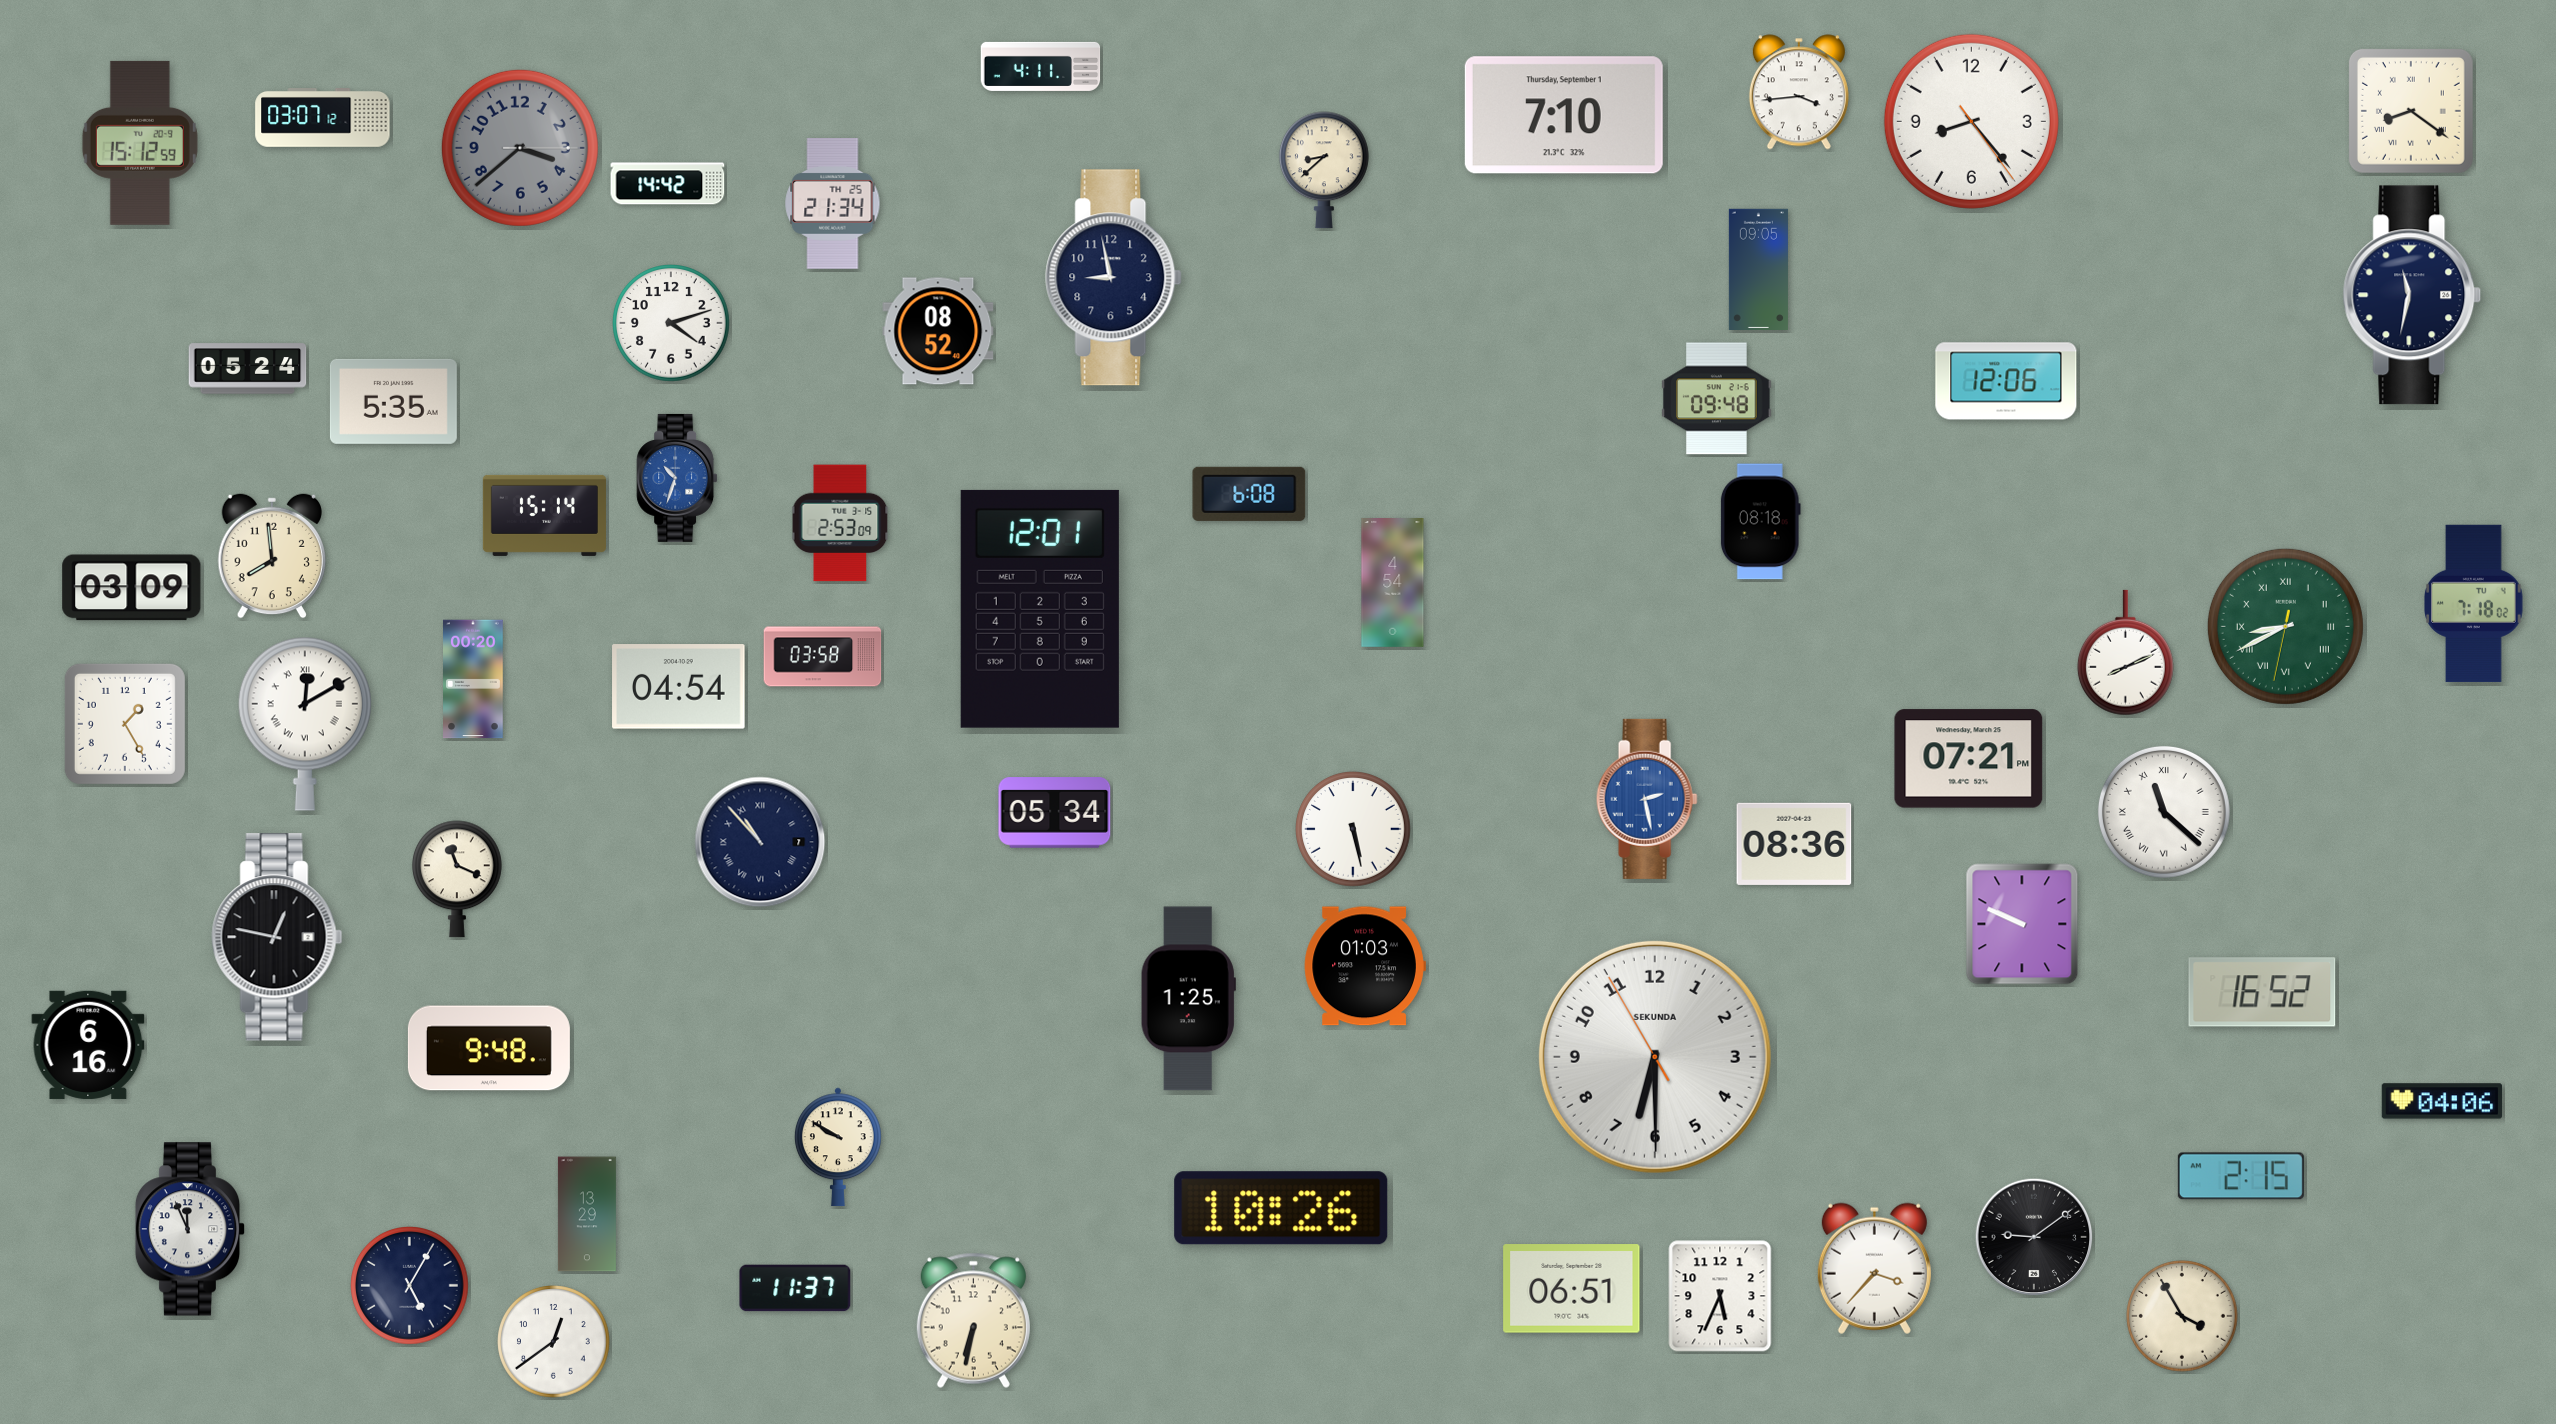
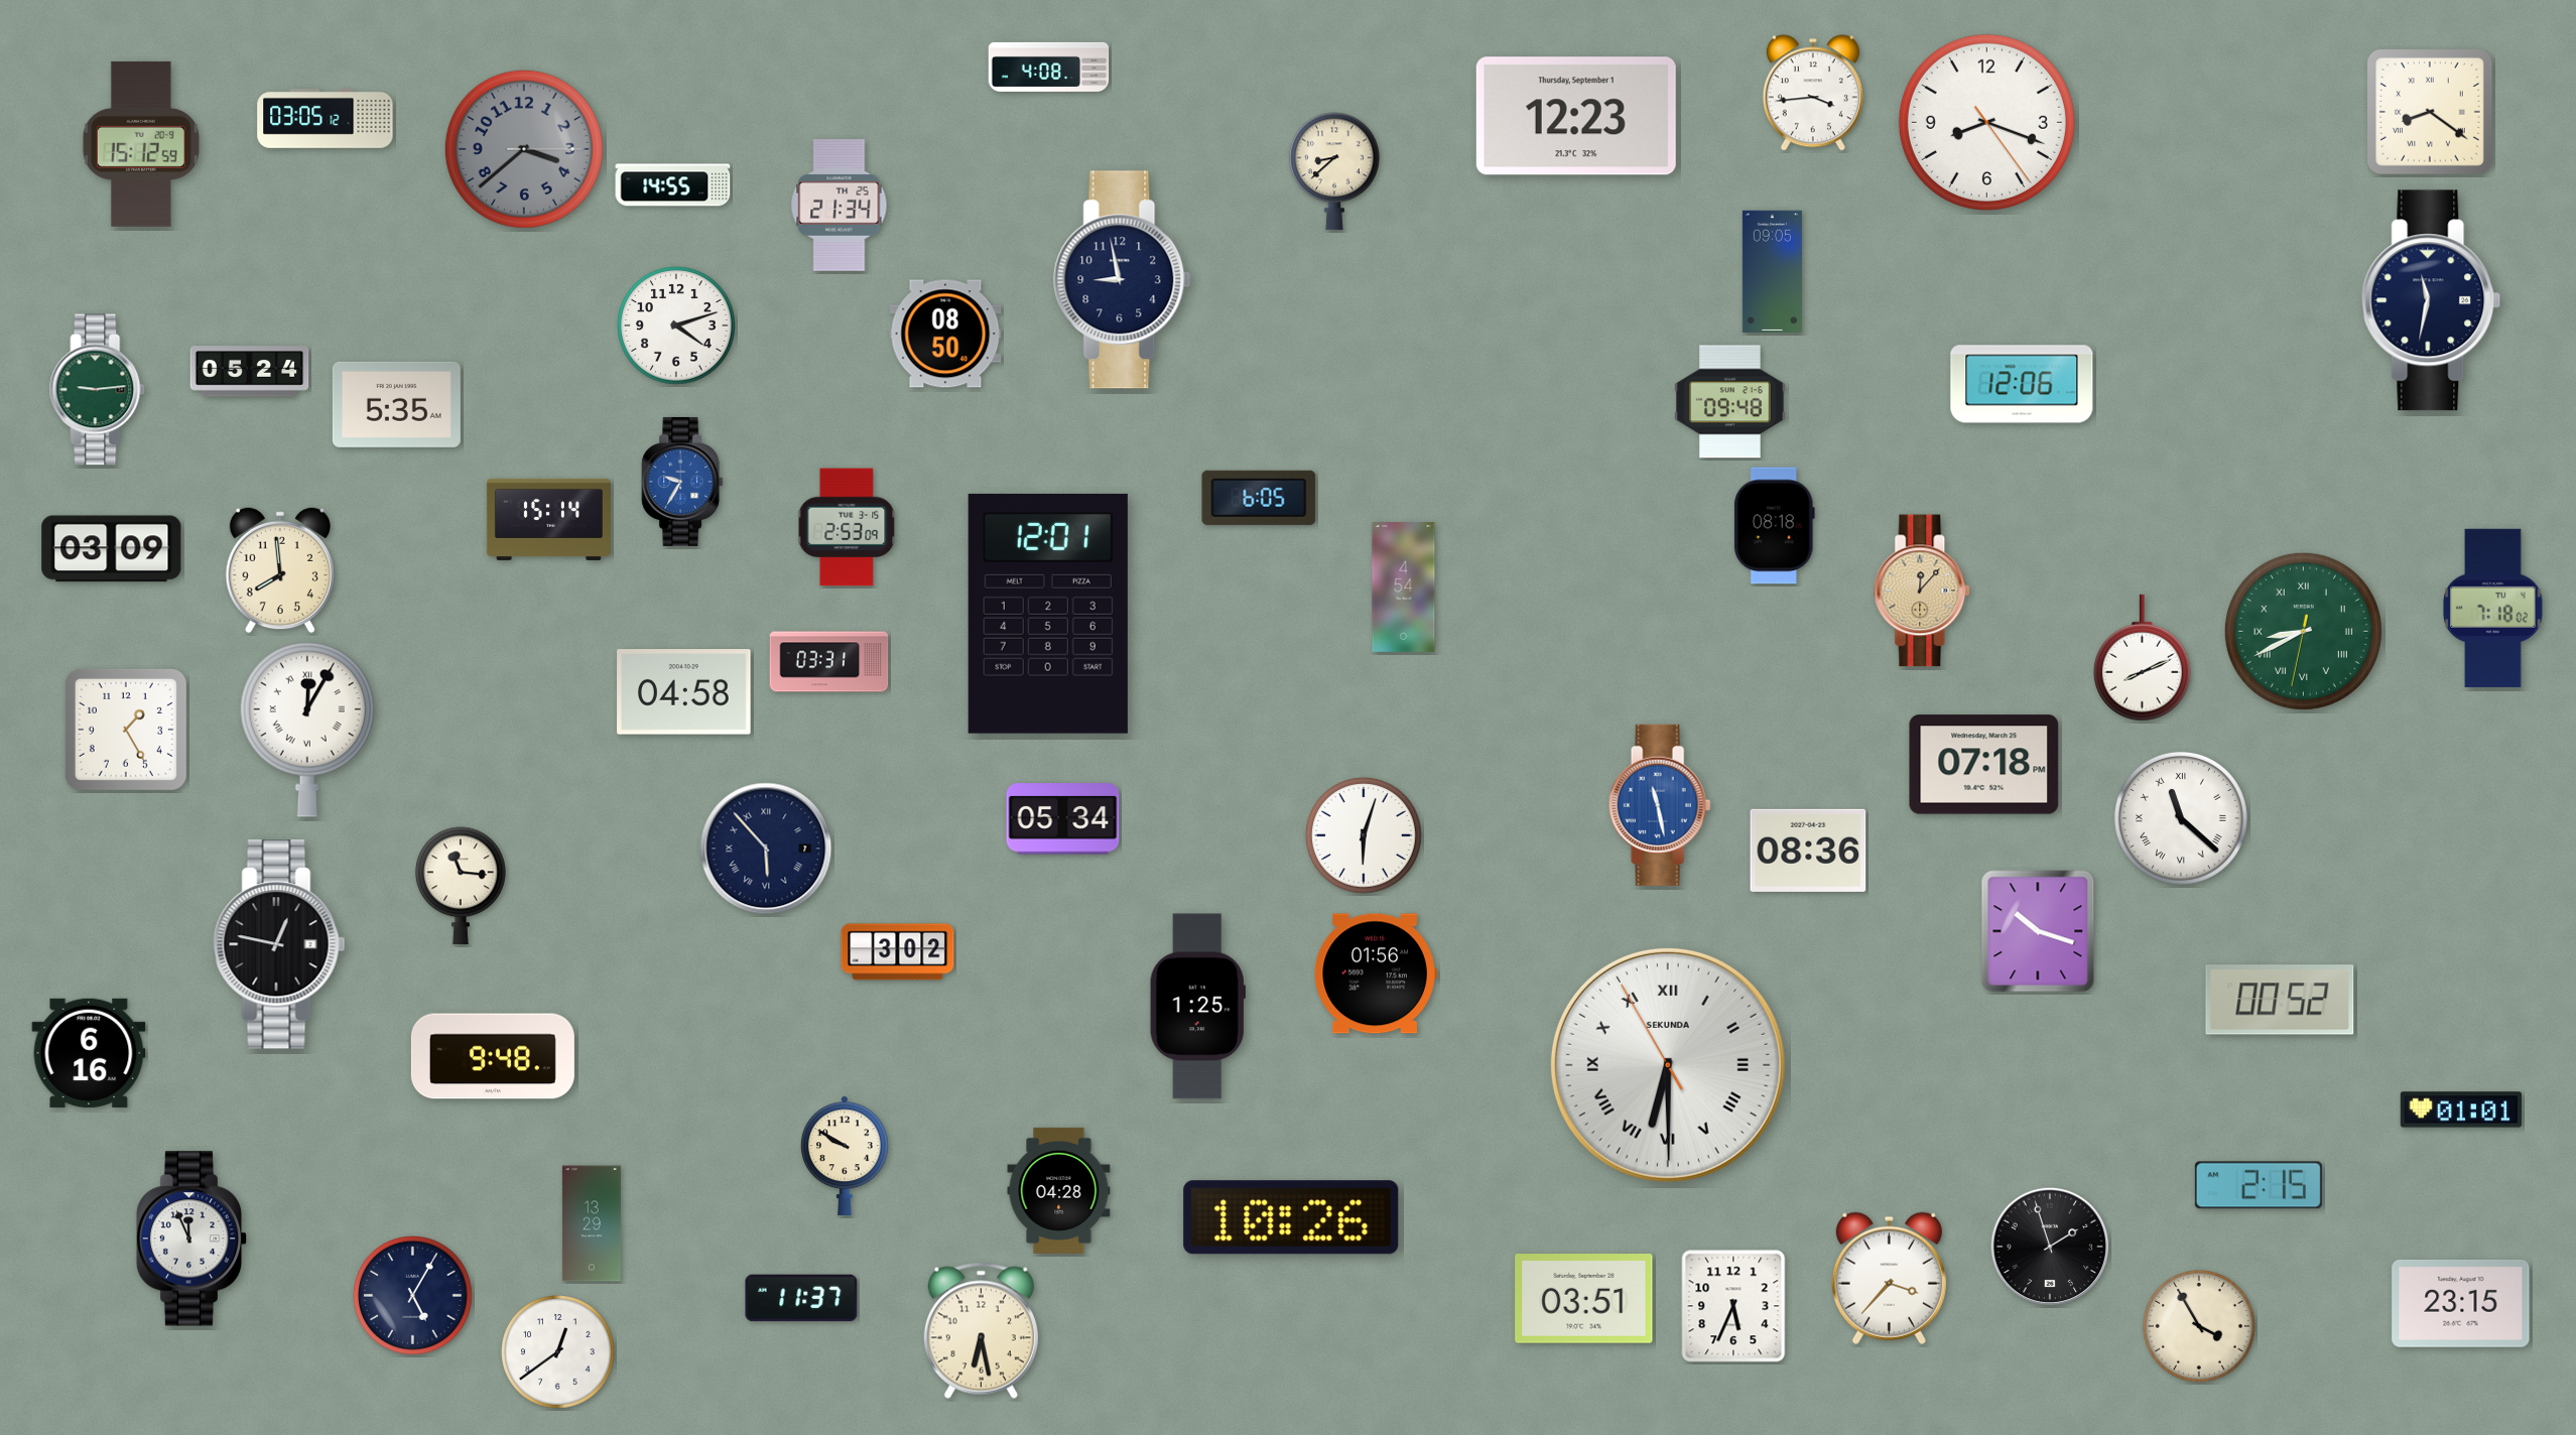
clock at (1041, 66): 4:11 -> 4:08
clock at (1564, 115): 7:10 -> 12:23
clock at (323, 118): 03:07 -> 03:05
clock at (1971, 121): 8:23 -> 8:18
clock at (668, 184): 14:42 -> 14:55
clock at (2412, 295) position: (2412, 295) -> (2431, 300)
clock at (938, 331): 08:52 -> 08:50
clock at (98, 390): none -> 9:14
clock at (677, 478): 10:33 -> 9:35
clock at (1249, 494): 6:08 -> 6:05
clock at (271, 556) position: (271, 556) -> (279, 570)
clock at (1923, 591): none -> 12:07
clock at (132, 588) position: (132, 588) -> (112, 549)
clock at (823, 657): 03:58 -> 03:31
clock at (474, 679): 00:20 -> none
clock at (679, 687): 04:54 -> 04:58
clock at (305, 724): 12:10 -> 12:05
clock at (1969, 759): 07:21 -> 07:18
clock at (1647, 799): 2:28 -> 11:28
clock at (1354, 830): 5:28 -> 6:03
clock at (760, 842): 10:53 -> 5:53
clock at (457, 879): 11:19 -> 11:16
clock at (2022, 924): 9:49 -> 10:18
clock at (898, 952): none -> 3:02
clock at (1365, 966): 01:03 -> 01:56
clock at (2262, 992): 16:52 -> 00:52
clock at (1655, 1057) numerals: Arabic -> Roman
clock at (2442, 1101): 04:06 -> 01:01
clock at (1059, 1190): none -> 04:28
clock at (2034, 1237): 9:09 -> 1:57
clock at (1572, 1289): 06:51 -> 03:51
clock at (2461, 1304): none -> 23:15
clock at (973, 1320): 6:32 -> 6:28
